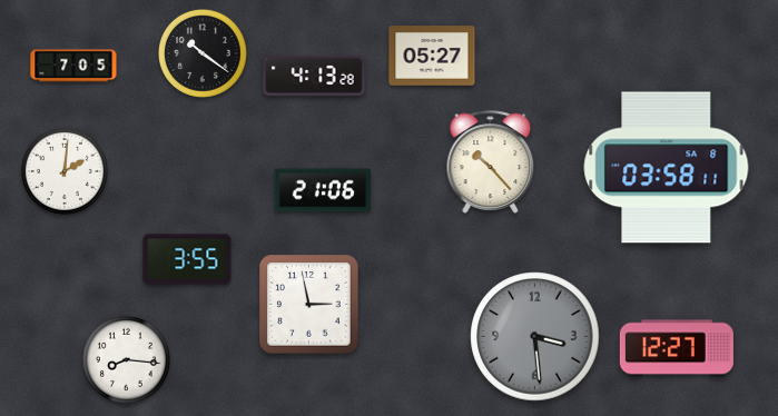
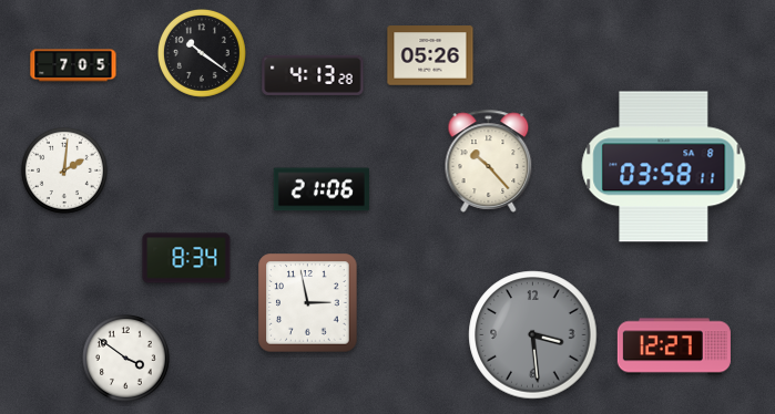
clock at (432, 56): 05:27 -> 05:26
clock at (187, 259): 3:55 -> 8:34
clock at (126, 359): 8:16 -> 3:51
